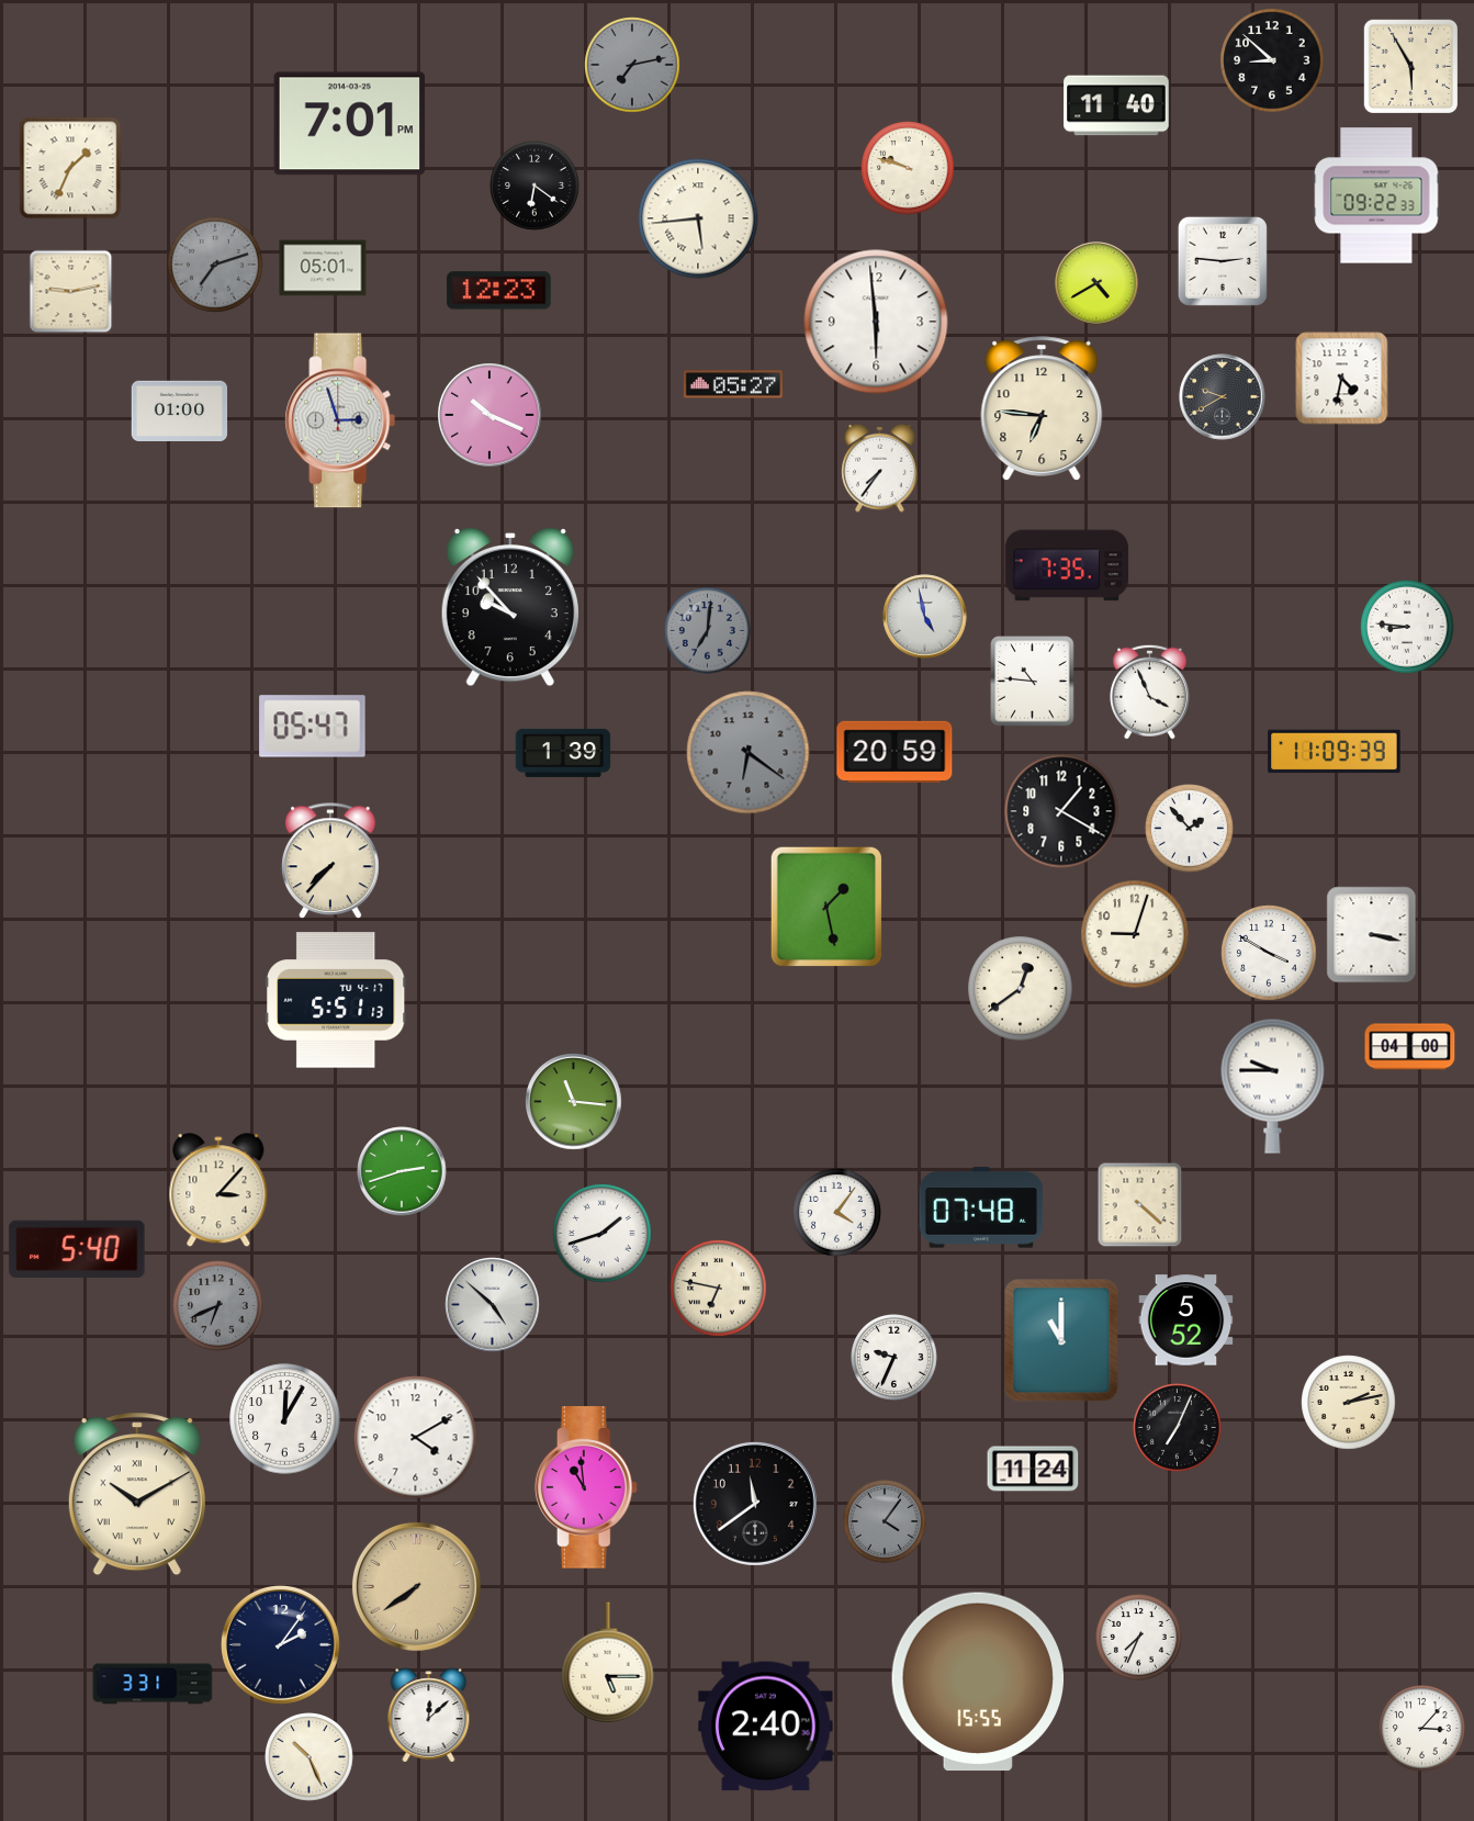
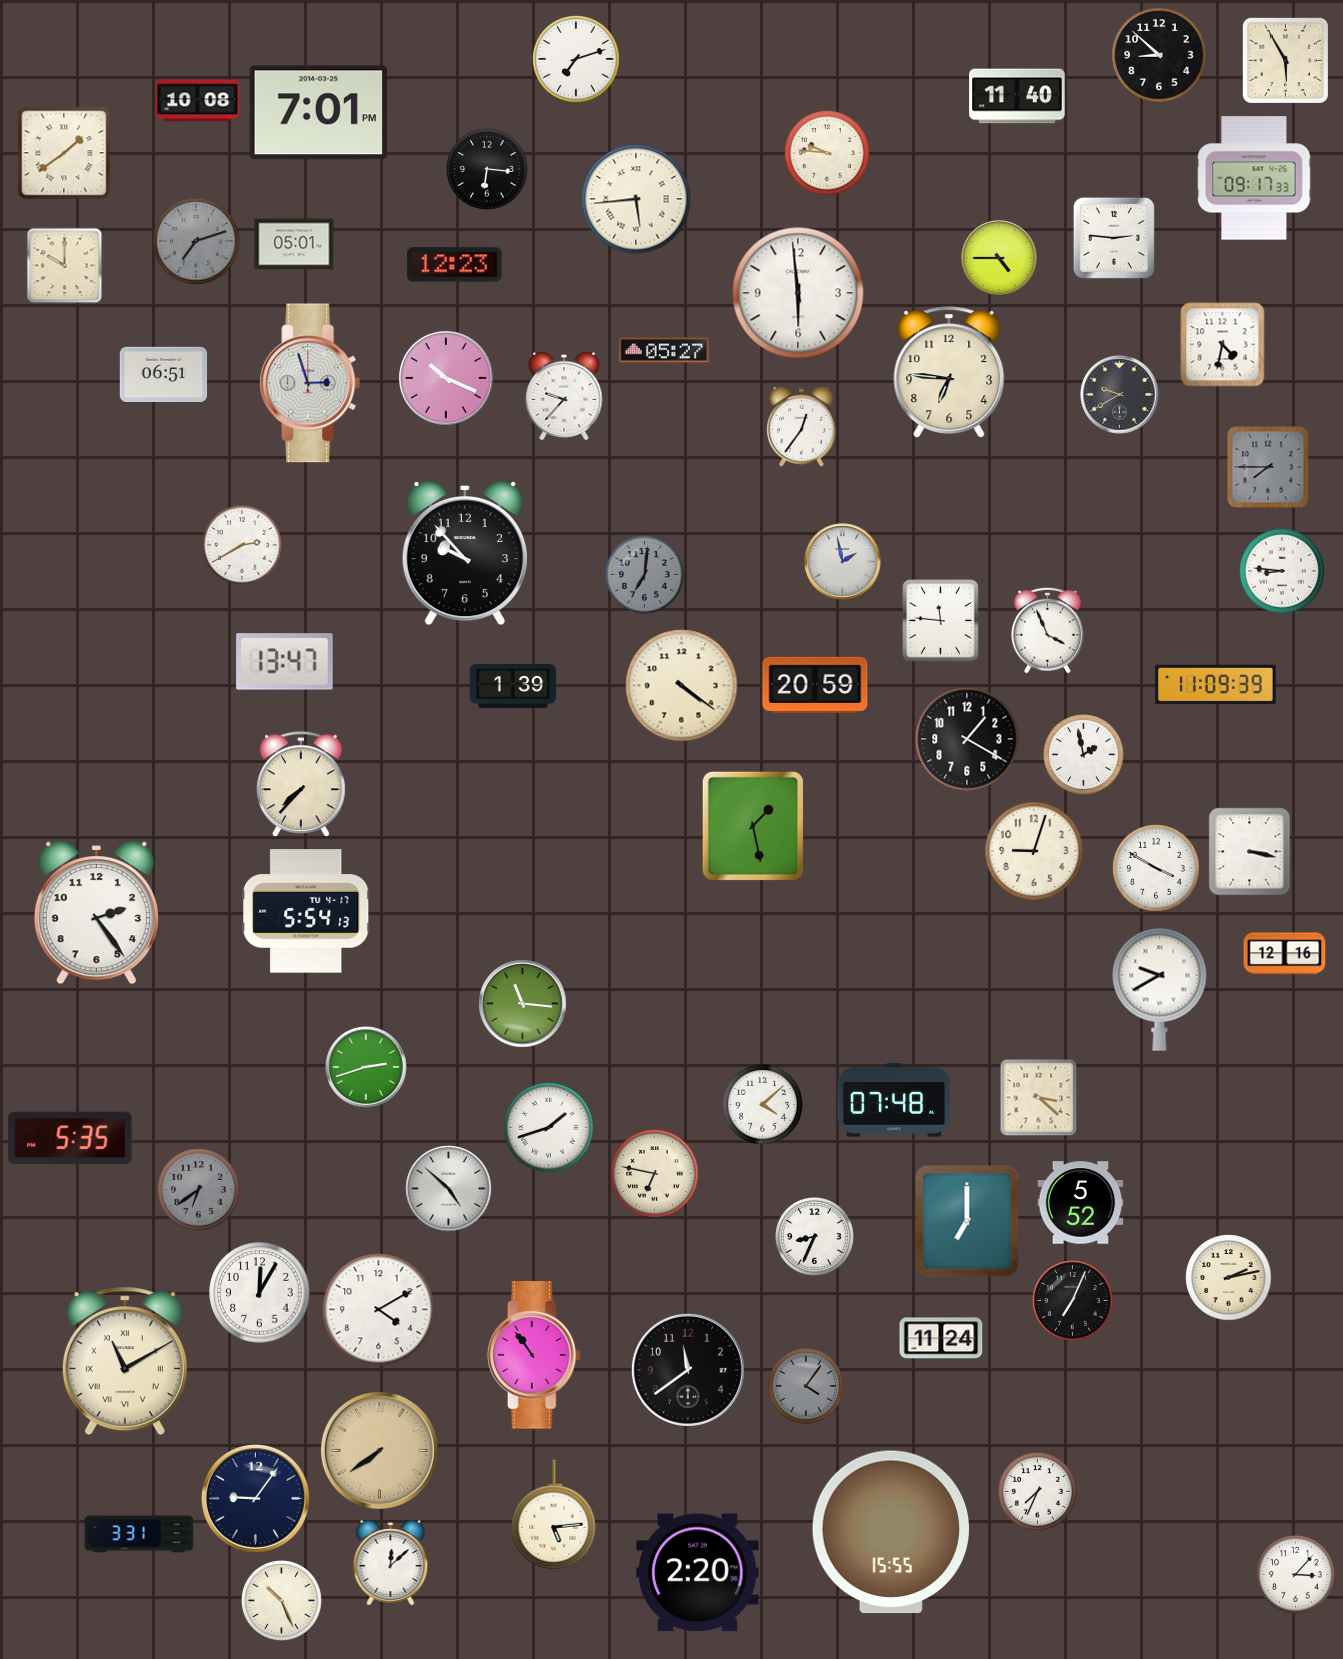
clock at (632, 65): 7:13 -> 7:12
clock at (632, 65) dial: grey -> white
clock at (198, 101): none -> 10:08
clock at (70, 168): 1:34 -> 1:39
clock at (908, 168): 9:48 -> 9:46
clock at (536, 187): 6:21 -> 6:16
clock at (1376, 195): 09:22 -> 09:17
clock at (1096, 283): 4:40 -> 4:45
clock at (71, 292): 9:13 -> 10:00
clock at (733, 384) position: (733, 384) -> (664, 350)
clock at (1223, 397) position: (1223, 397) -> (1120, 395)
clock at (180, 411): 01:00 -> 06:51
clock at (564, 396): none -> 9:37
clock at (880, 468): 7:36 -> 12:36
clock at (1268, 467): none -> 7:45
clock at (1067, 565): 7:35 -> none
clock at (243, 546): none -> 2:40
clock at (925, 617): 4:58 -> 1:58
clock at (1033, 682): 10:46 -> 11:46
clock at (313, 727): 05:47 -> 13:47
clock at (749, 753): 6:21 -> 4:21
clock at (749, 753) dial: grey -> cream
clock at (1190, 829): 1:53 -> 1:58
clock at (1021, 989): 12:39 -> none
clock at (336, 1000): 5:51 -> 5:54
clock at (96, 913): none -> 2:24
clock at (1410, 1047): 04:00 -> 12:16
clock at (1273, 1086): 9:45 -> 9:40
clock at (218, 1191): 3:07 -> none
clock at (1140, 1205): 4:22 -> 3:22
clock at (837, 1213): 4:06 -> 4:08
clock at (603, 1234) position: (603, 1234) -> (549, 1128)
clock at (77, 1248): 5:40 -> 5:35
clock at (218, 1306): 6:41 -> 6:39
clock at (1061, 1340): 11:00 -> 7:00
clock at (894, 1358): 9:34 -> 8:34
clock at (586, 1487): 10:59 -> 10:54
clock at (137, 1494): 10:10 -> 11:10
clock at (416, 1586) position: (416, 1586) -> (379, 1450)
clock at (280, 1644): 2:06 -> 9:06
clock at (608, 1663): 5:15 -> 5:14
clock at (766, 1727): 2:40 -> 2:20
